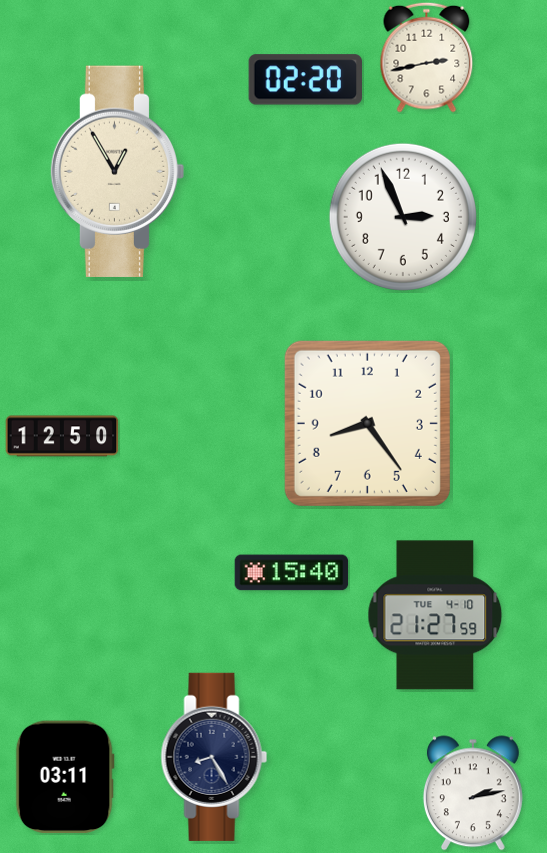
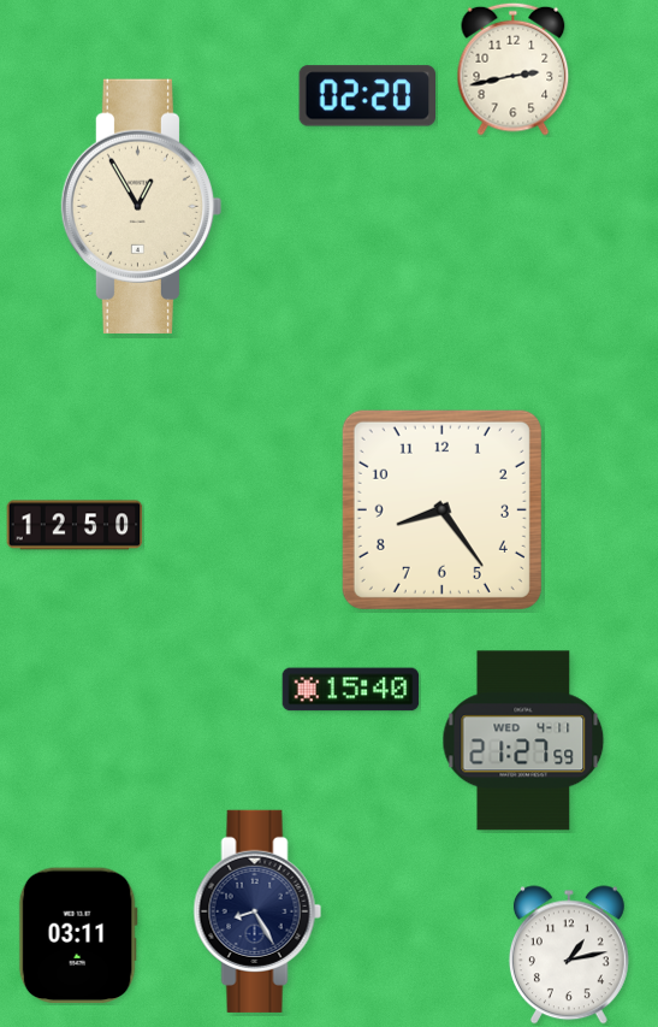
clock at (403, 217): 2:56 -> none
clock at (435, 615) date: TUE 4-10 -> WED 4-11
clock at (473, 793): 2:13 -> 1:13
